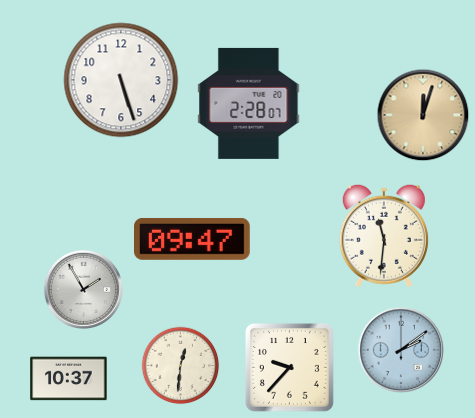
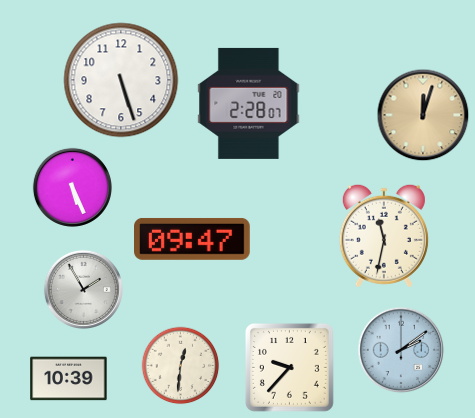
clock at (72, 187): none -> 5:26
clock at (384, 236): 11:31 -> 11:32
clock at (69, 379): 10:37 -> 10:39
